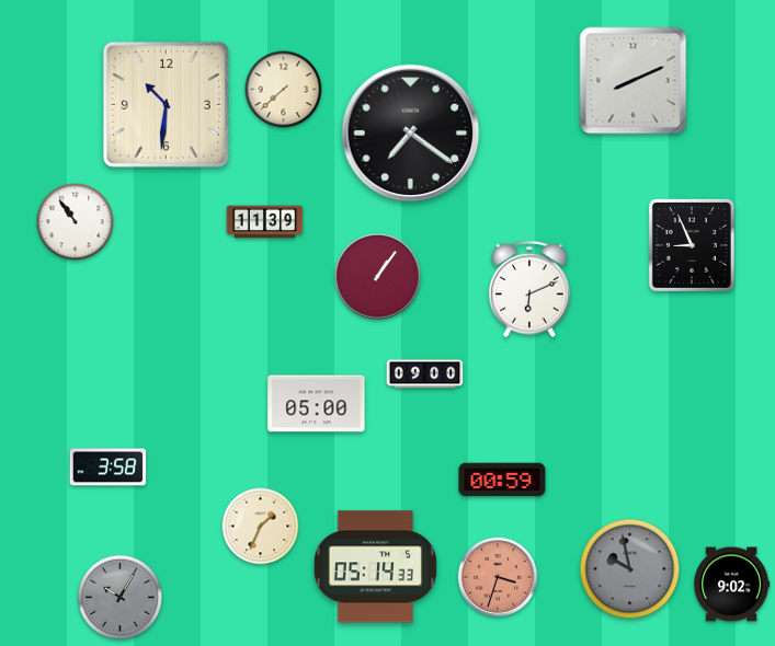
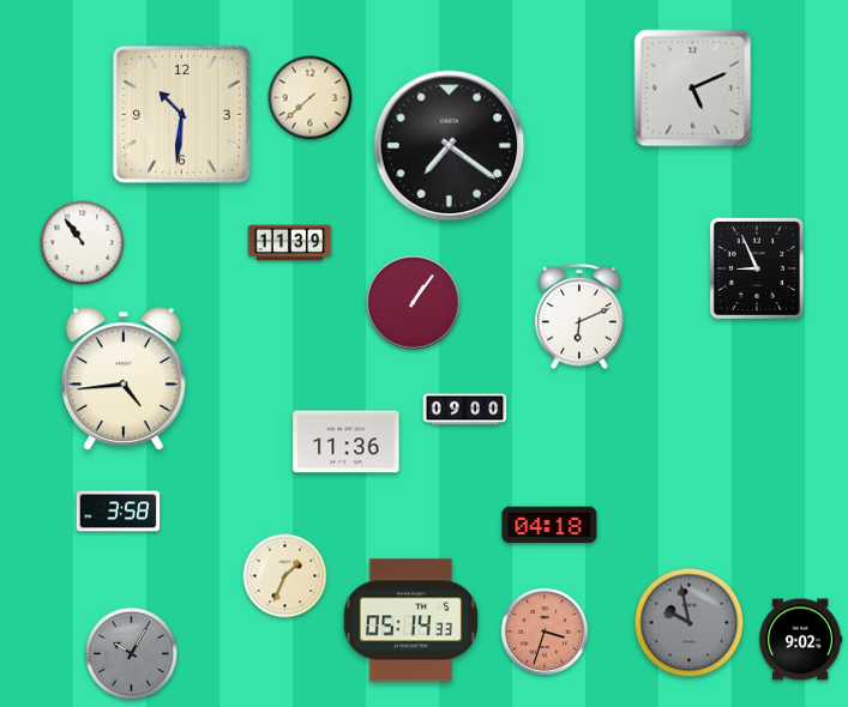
clock at (634, 81): 8:11 -> 5:11
clock at (124, 379): none -> 4:44
clock at (317, 404): 05:00 -> 11:36
clock at (502, 480): 00:59 -> 04:18
